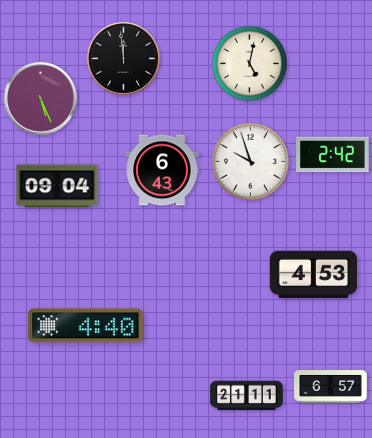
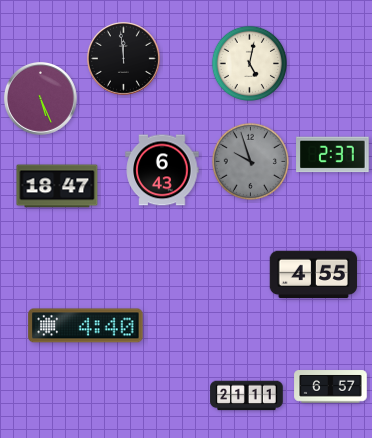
clock at (333, 155): 2:42 -> 2:37
clock at (250, 161) dial: white -> grey
clock at (57, 186): 09:04 -> 18:47
clock at (314, 275): 4:53 -> 4:55
